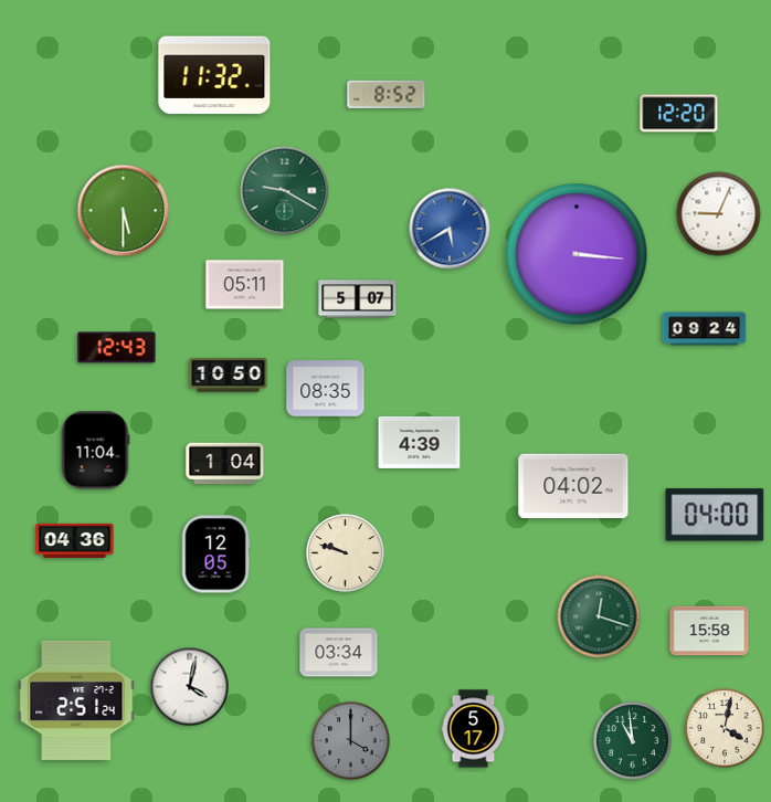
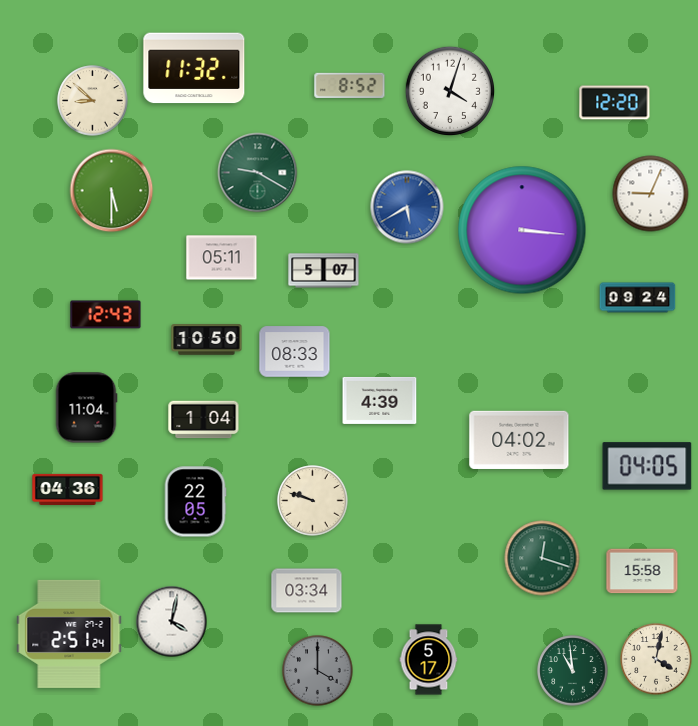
clock at (450, 91): none -> 4:03
clock at (93, 101): none -> 8:52
clock at (326, 389): 08:35 -> 08:33
clock at (715, 515): 04:00 -> 04:05
clock at (215, 555): 12:05 -> 22:05
